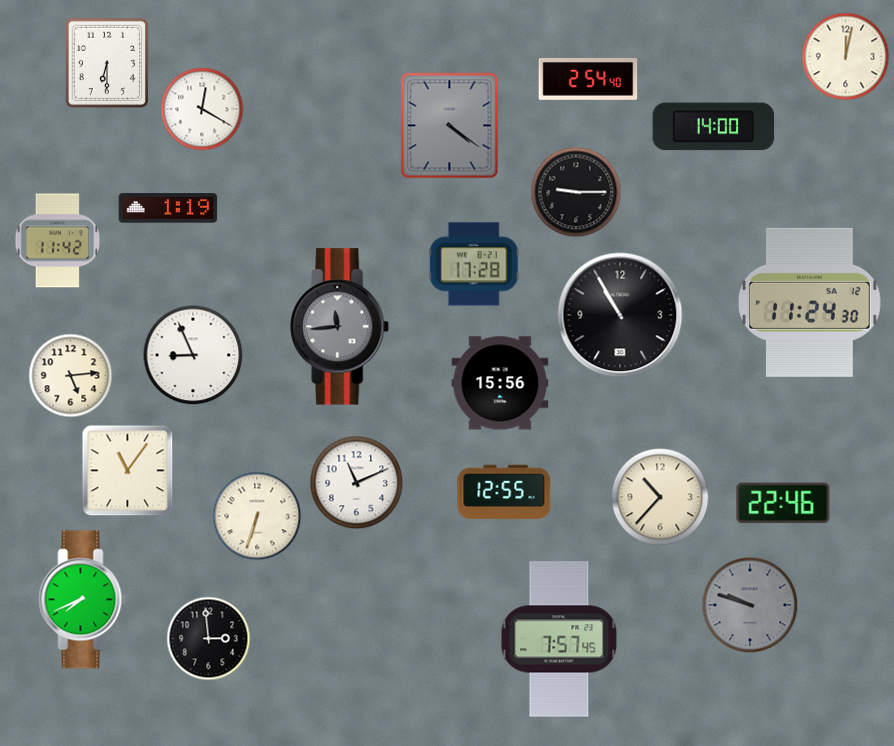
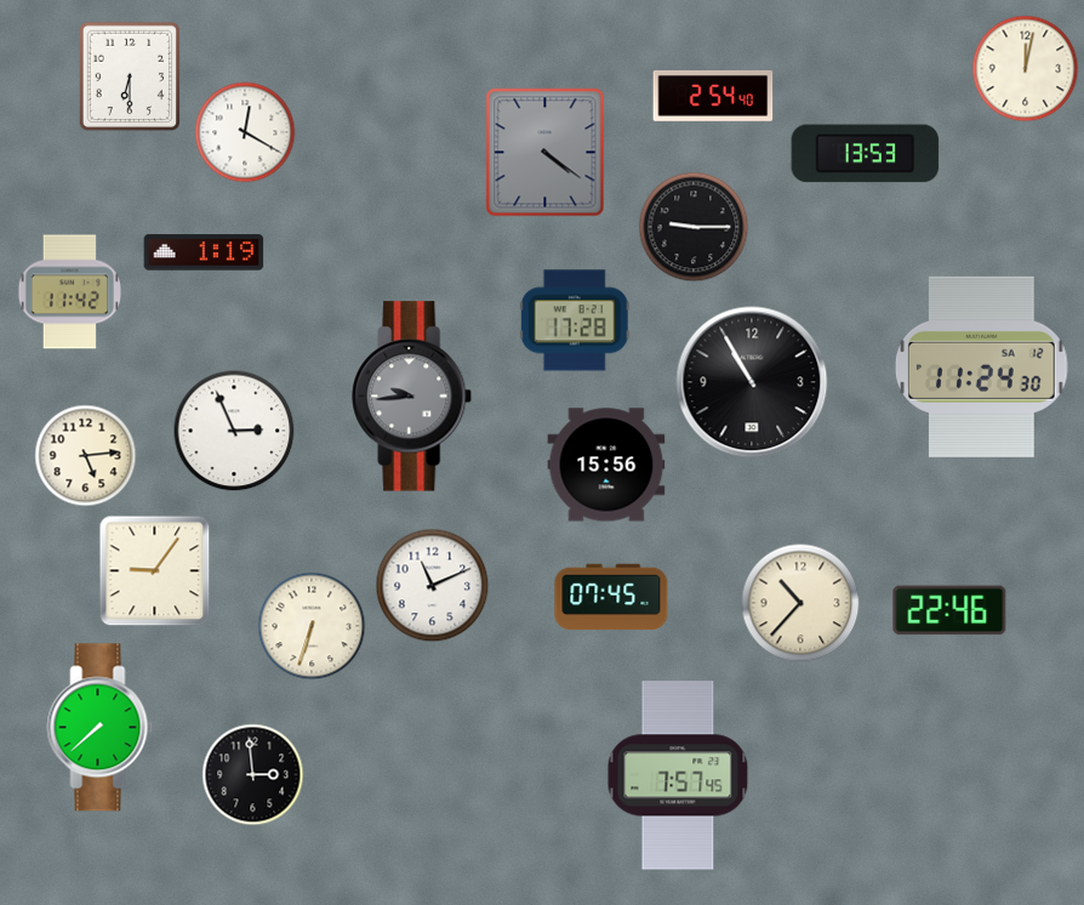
clock at (714, 127): 14:00 -> 13:53
clock at (576, 192) position: (576, 192) -> (694, 227)
clock at (340, 327): 11:44 -> 9:44
clock at (193, 355): 8:56 -> 2:56
clock at (128, 471): 11:06 -> 9:06
clock at (504, 492): 12:55 -> 07:45
clock at (83, 600): 7:41 -> 7:38
clock at (750, 605): 9:48 -> none
